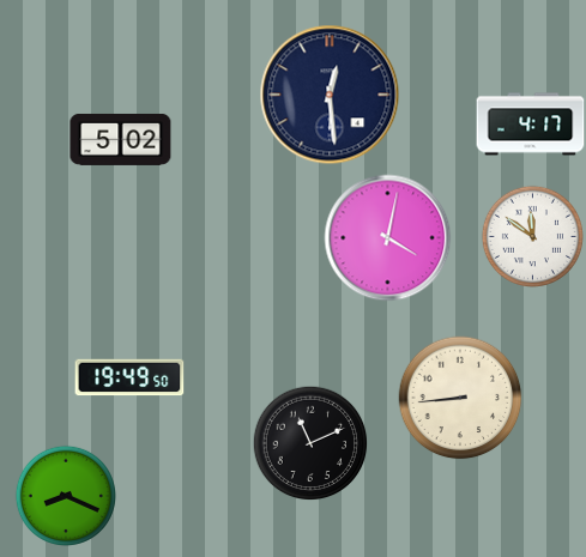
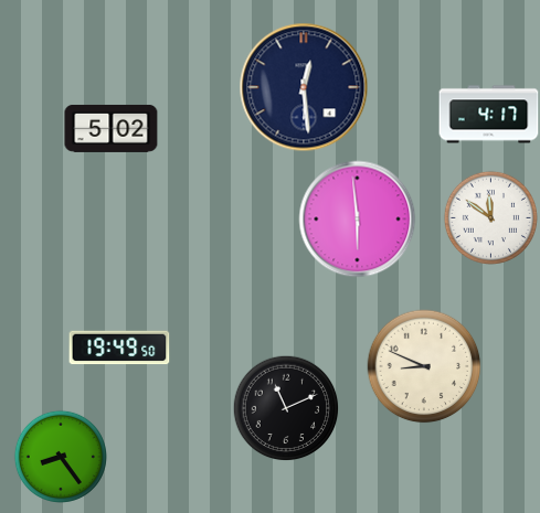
clock at (388, 238): 4:02 -> 5:59
clock at (460, 398): 8:44 -> 8:49
clock at (66, 496): 8:19 -> 8:24
